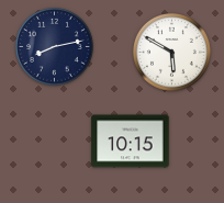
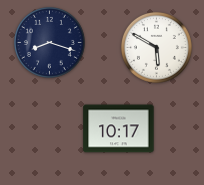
clock at (54, 46): 8:13 -> 8:18
clock at (131, 142): 10:15 -> 10:17
